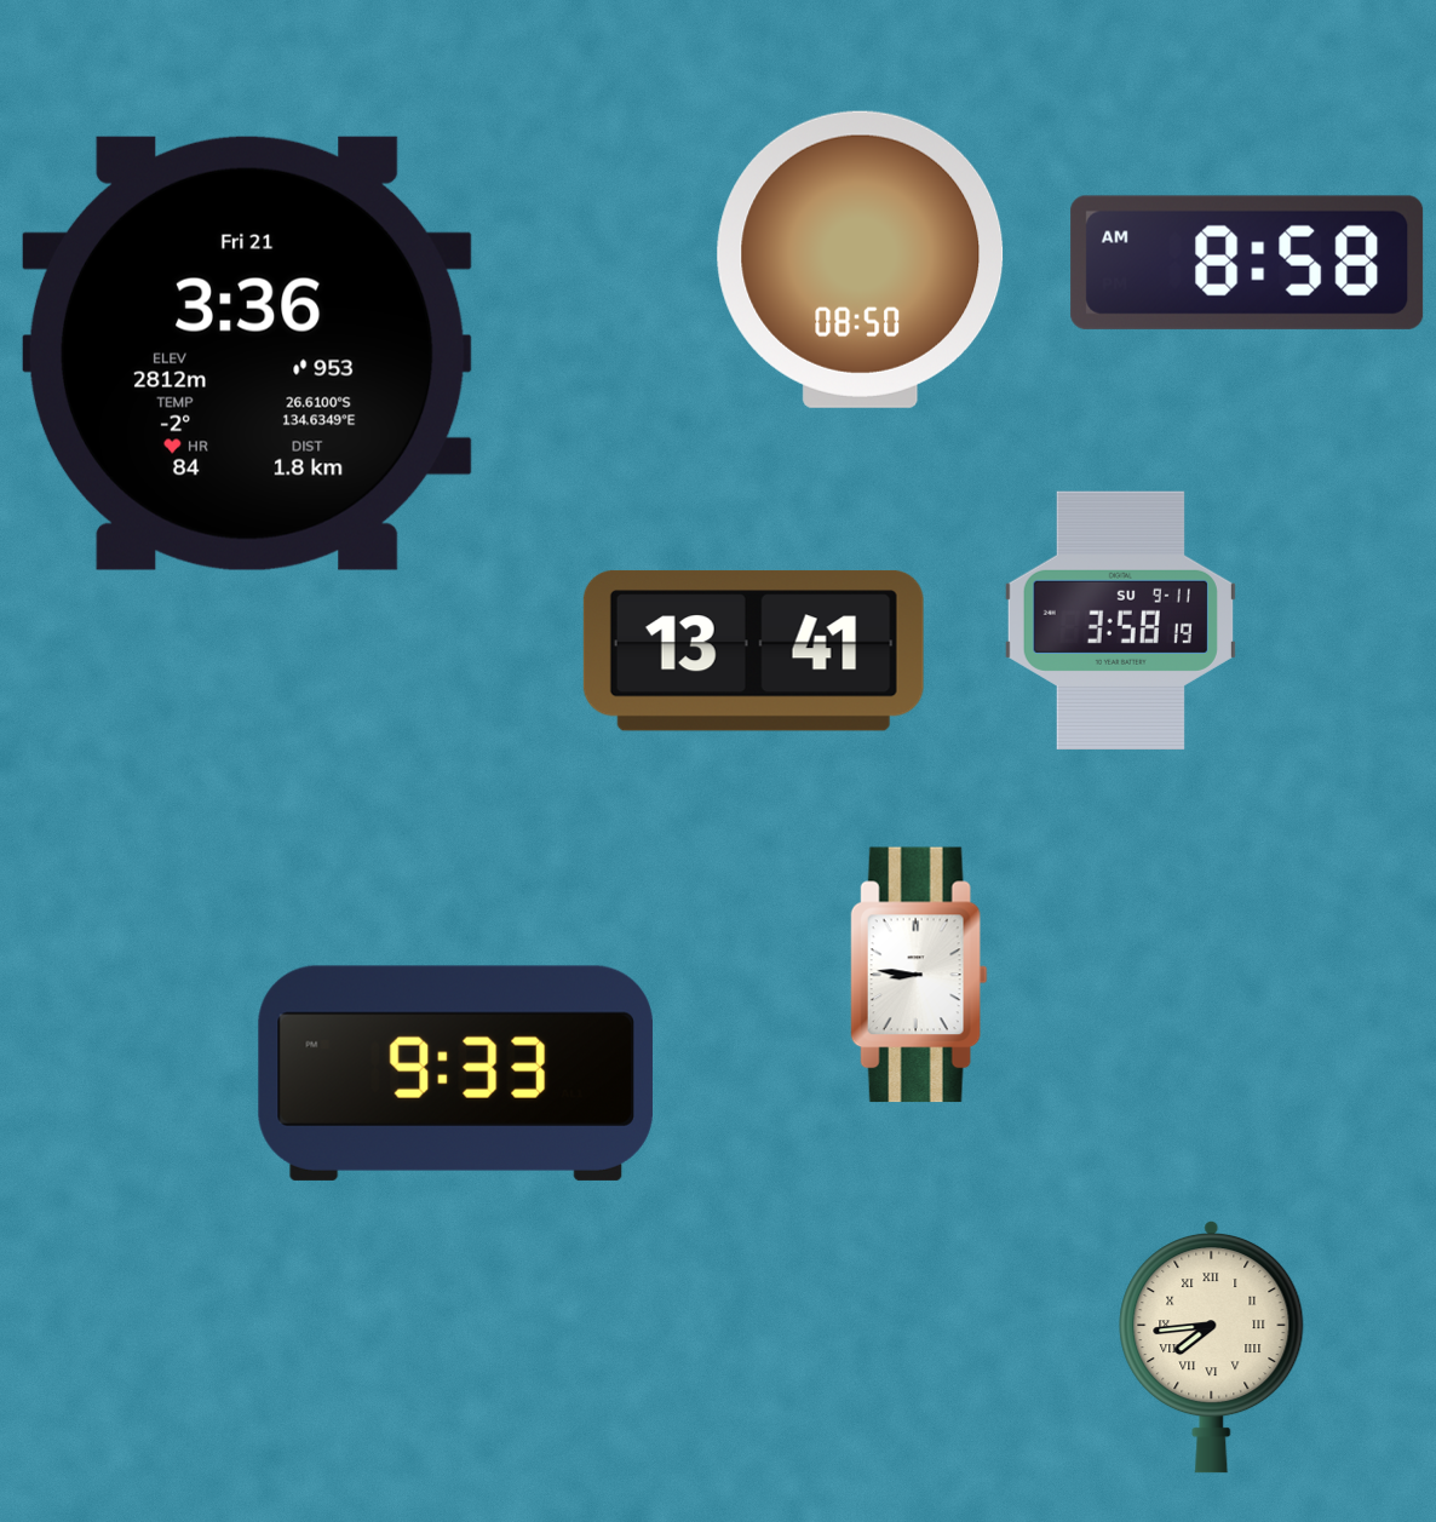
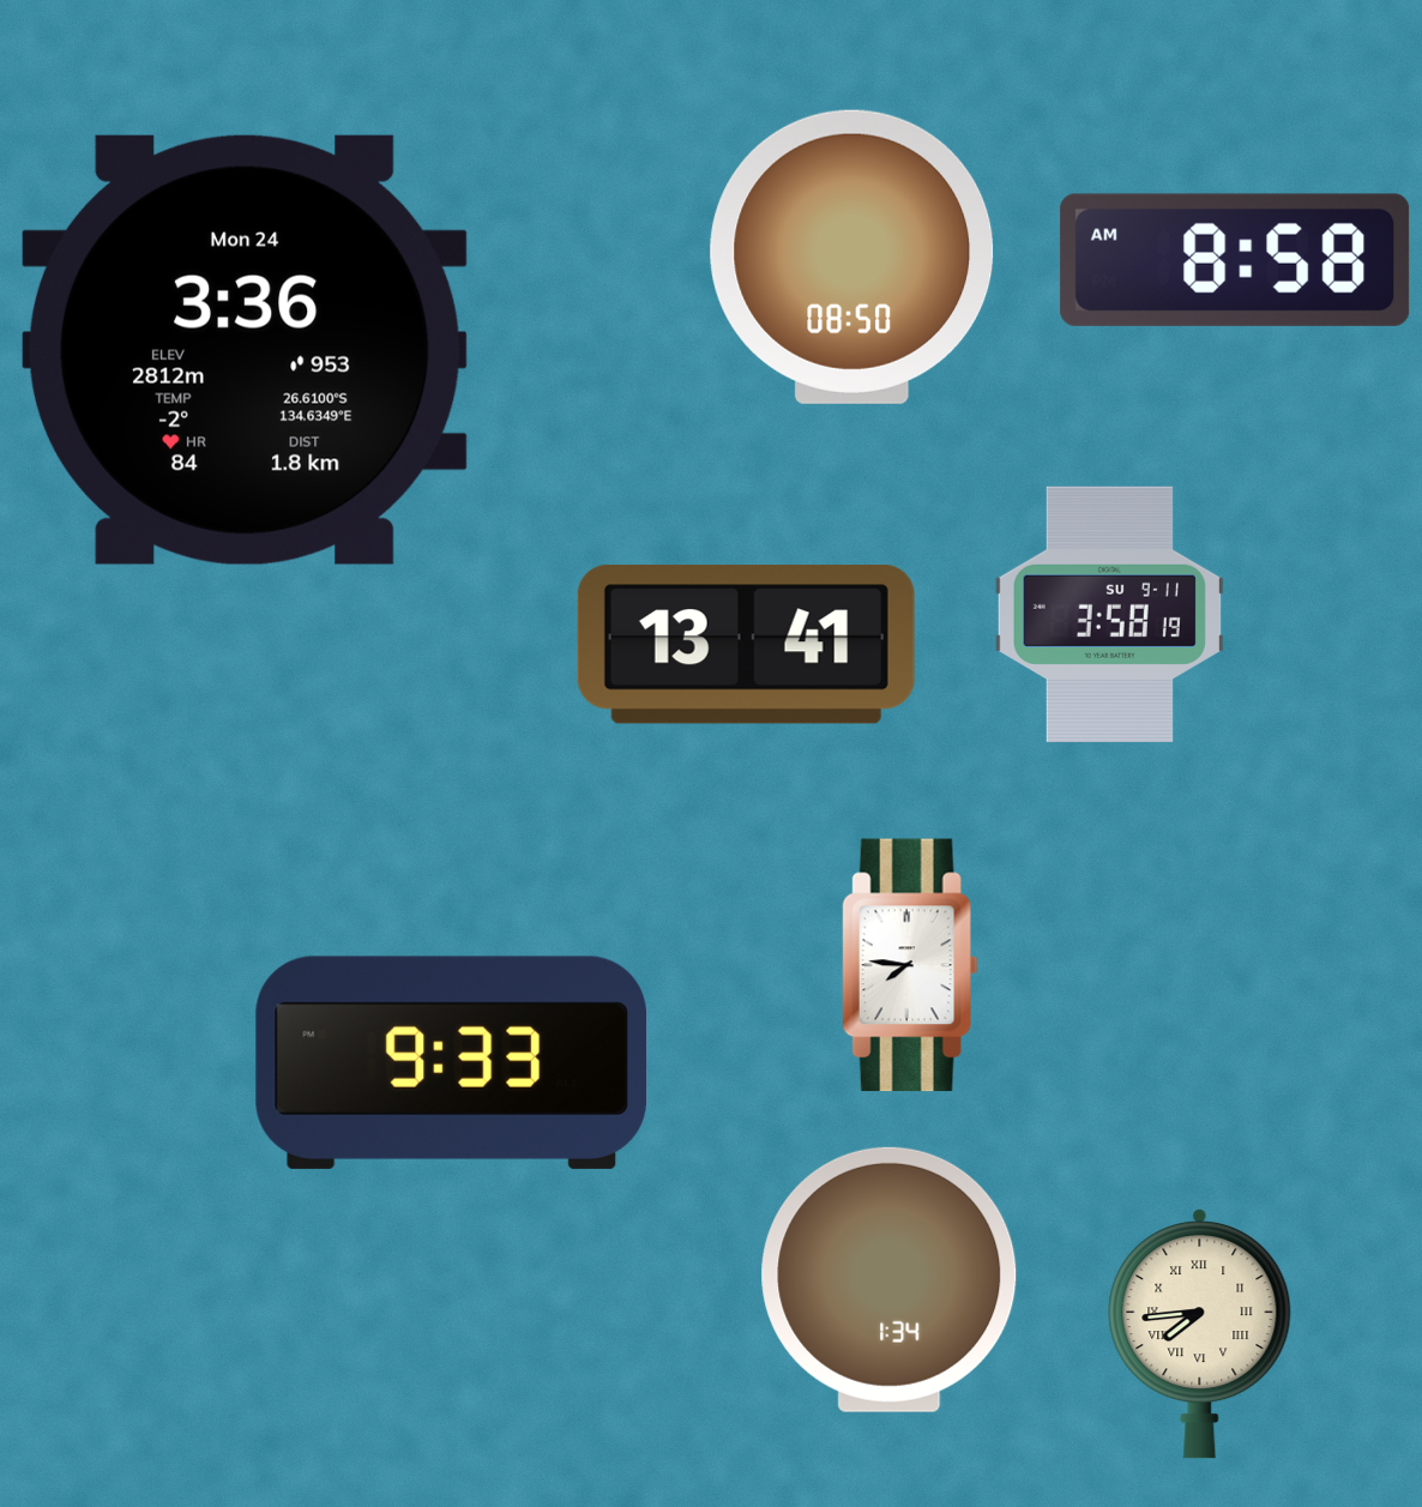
clock at (247, 354) date: Fri 21 -> Mon 24
clock at (919, 975): 8:46 -> 7:46
clock at (890, 1279): none -> 1:34
